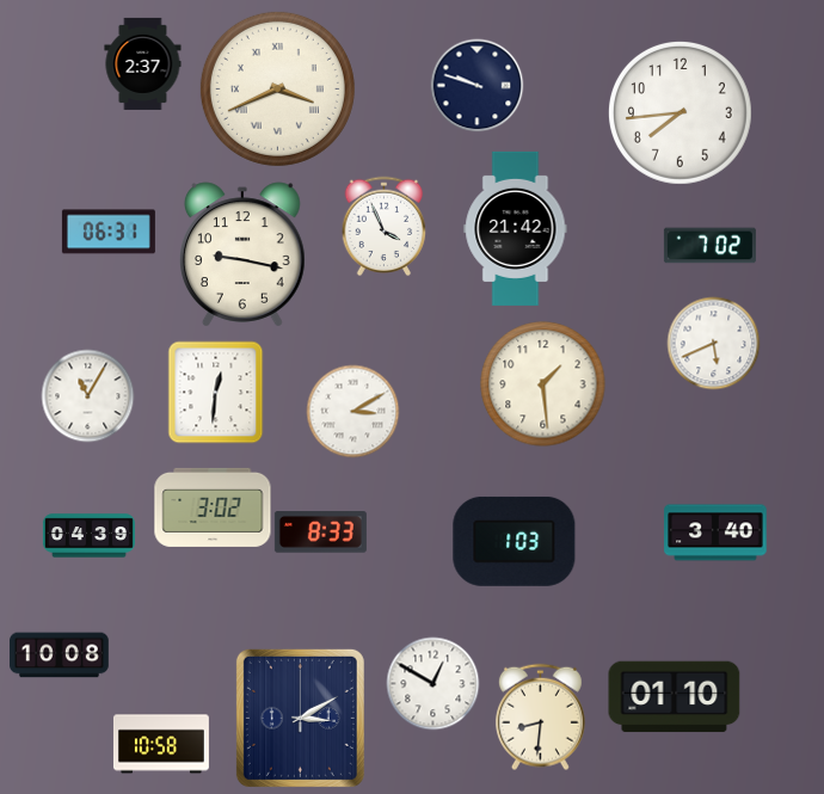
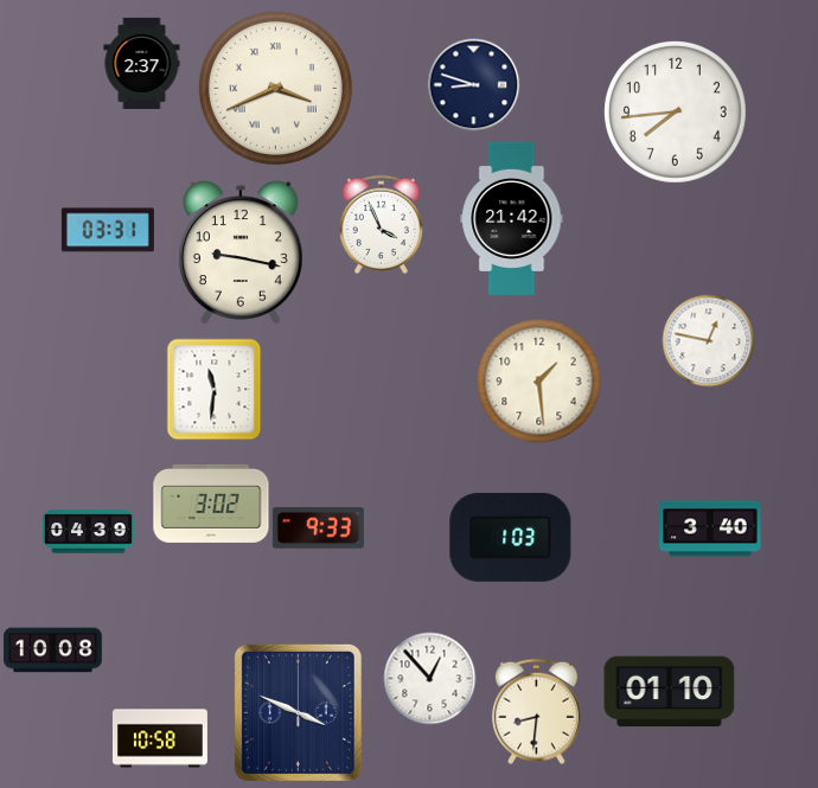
clock at (476, 85): 9:48 -> 8:48
clock at (516, 228) position: (516, 228) -> (512, 218)
clock at (109, 232): 06:31 -> 03:31
clock at (709, 246): 7:02 -> none
clock at (713, 343): 5:41 -> 12:47
clock at (216, 392): 12:31 -> 11:31
clock at (87, 395): 11:05 -> none
clock at (352, 411): 3:10 -> none
clock at (320, 533): 8:33 -> 9:33
clock at (60, 655) position: (60, 655) -> (53, 651)
clock at (432, 683): 12:50 -> 12:53
clock at (300, 718): 3:10 -> 3:49
